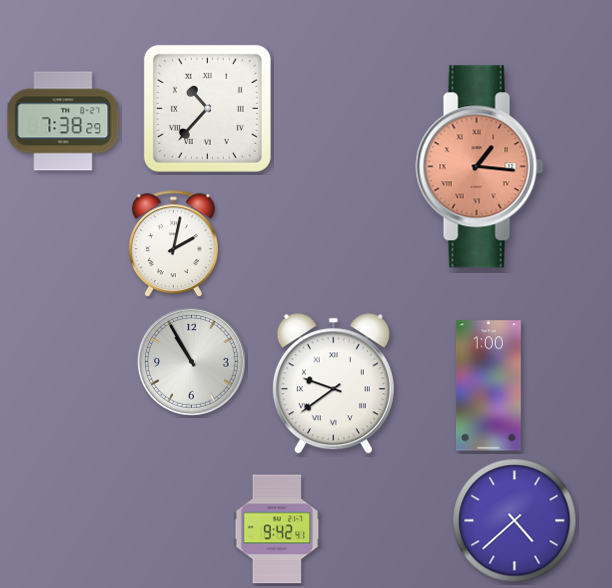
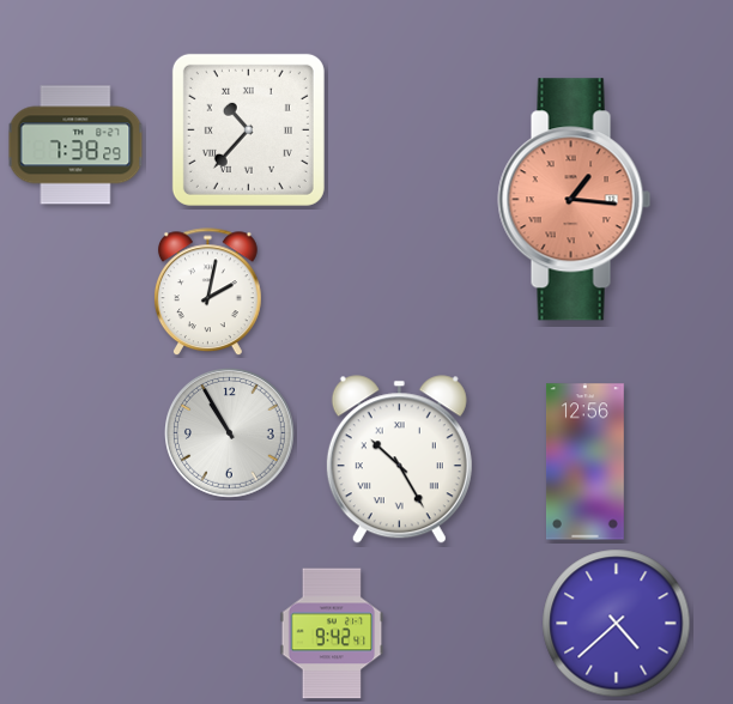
clock at (333, 384): 9:39 -> 10:25
clock at (488, 386): 1:00 -> 12:56
